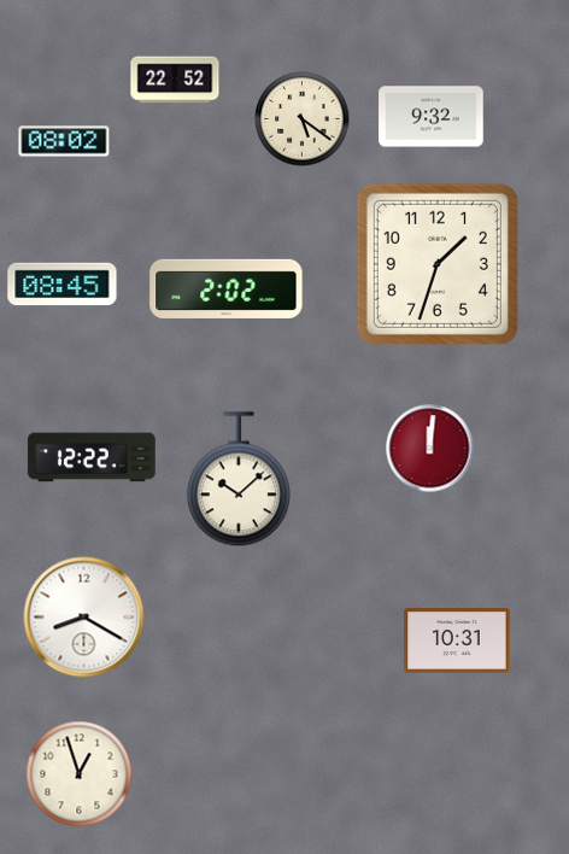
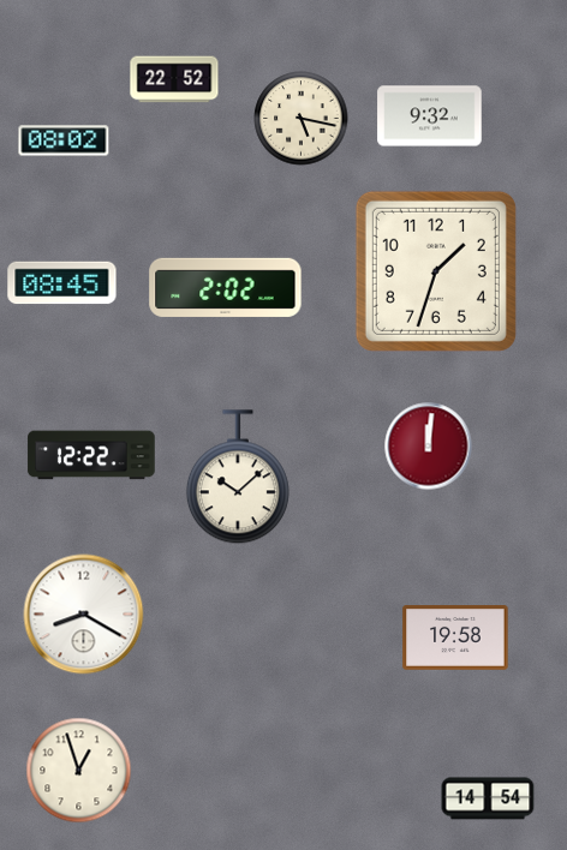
clock at (303, 119): 5:21 -> 5:17
clock at (438, 264) position: (438, 264) -> (436, 271)
clock at (457, 642): 10:31 -> 19:58
clock at (488, 798): none -> 14:54
